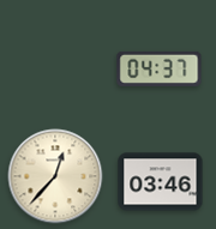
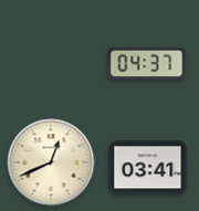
clock at (55, 176): 12:37 -> 12:41
clock at (161, 182): 03:46 -> 03:41
